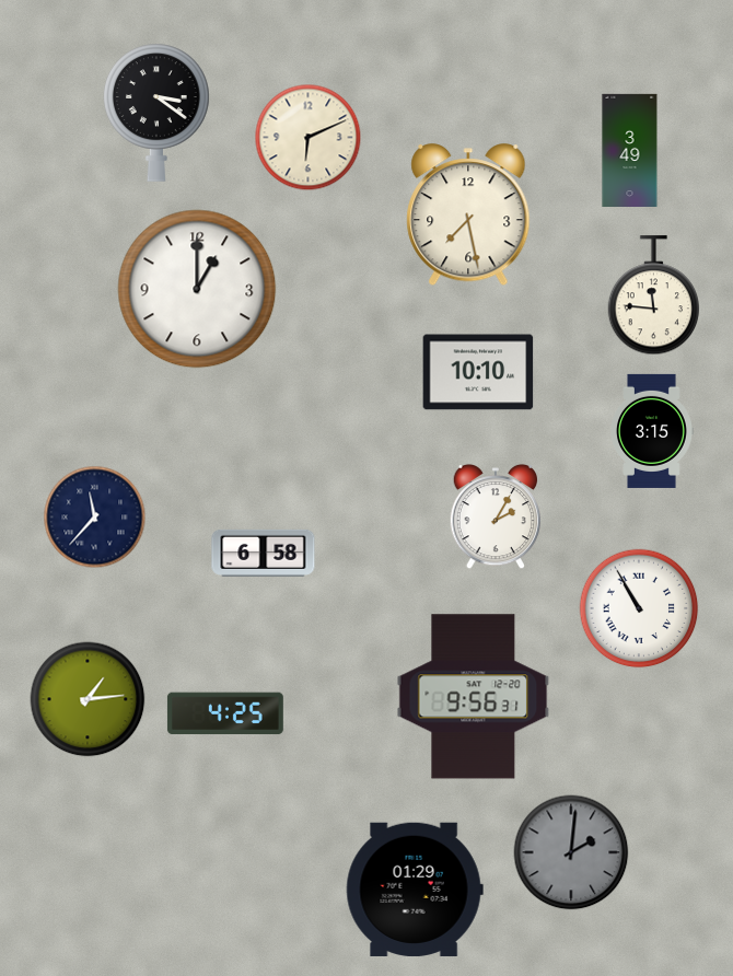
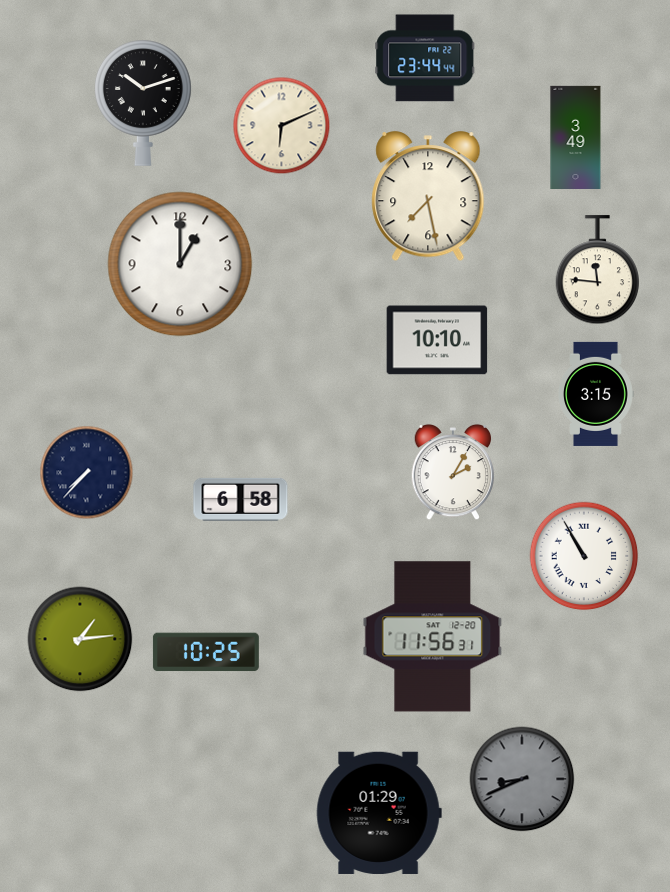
clock at (425, 58): none -> 23:44
clock at (156, 113): 3:21 -> 10:12
clock at (95, 518): 11:37 -> 7:37
clock at (264, 553) position: (264, 553) -> (241, 499)
clock at (474, 697): 9:56 -> 11:56
clock at (225, 713): 4:25 -> 10:25
clock at (571, 852): 2:01 -> 8:41
